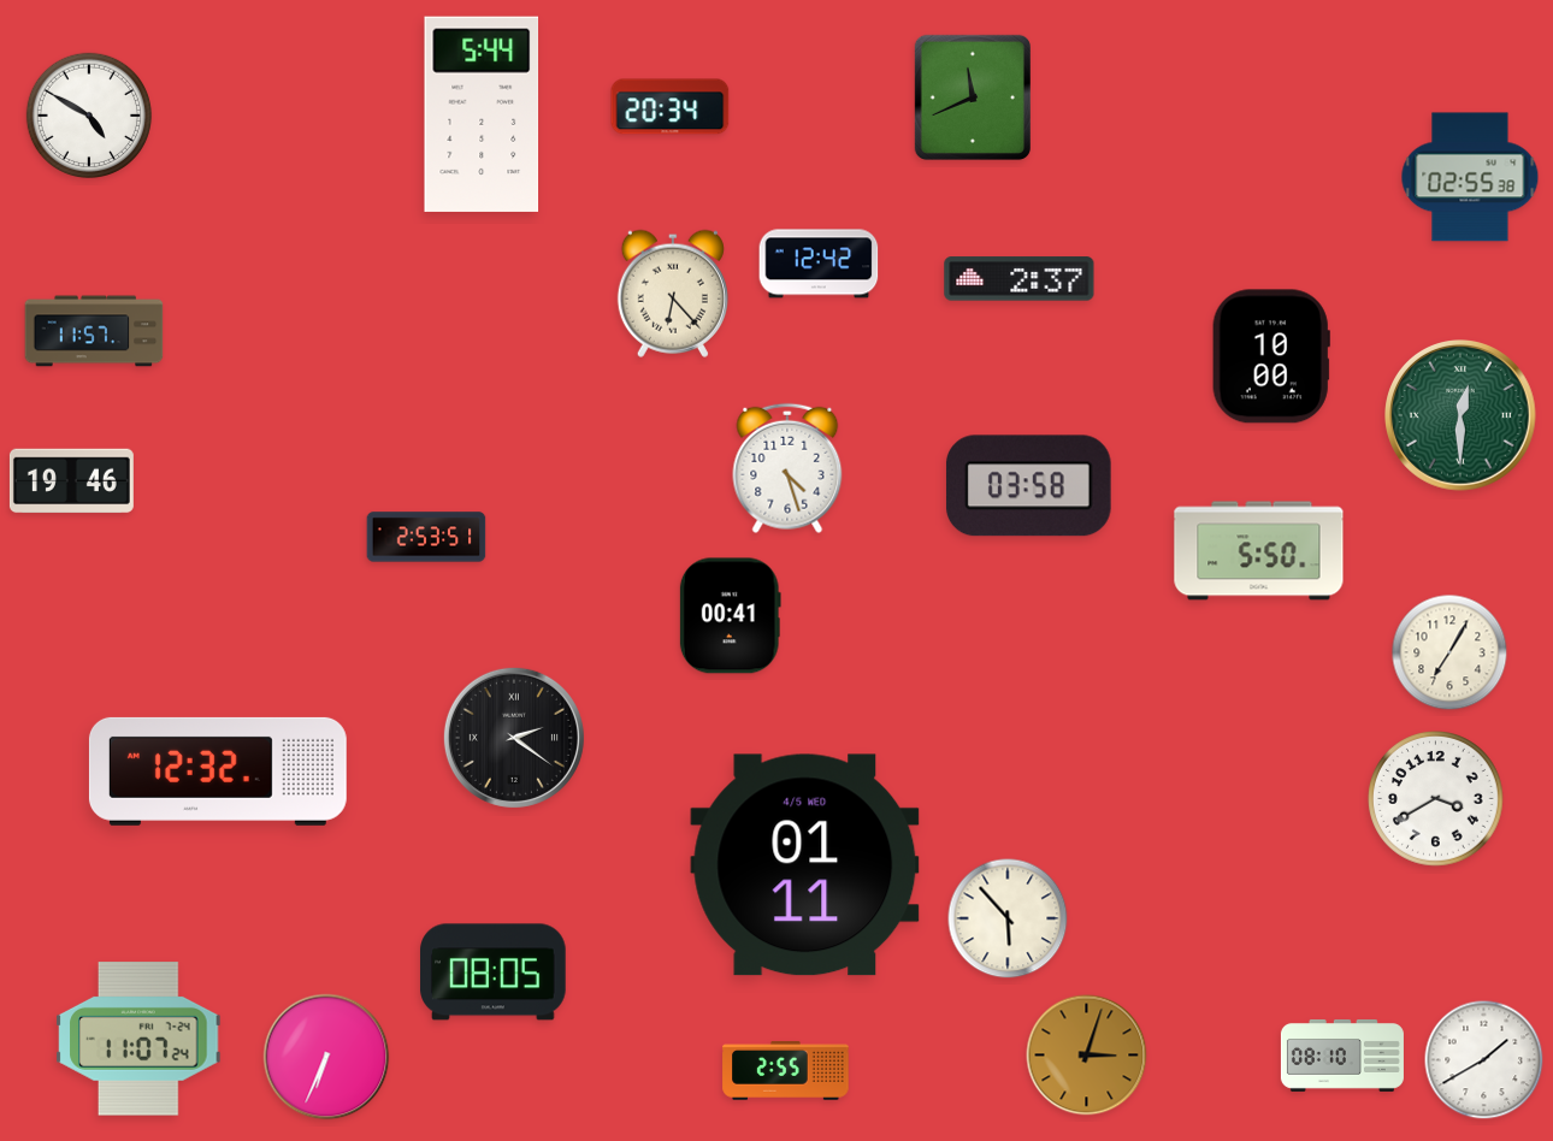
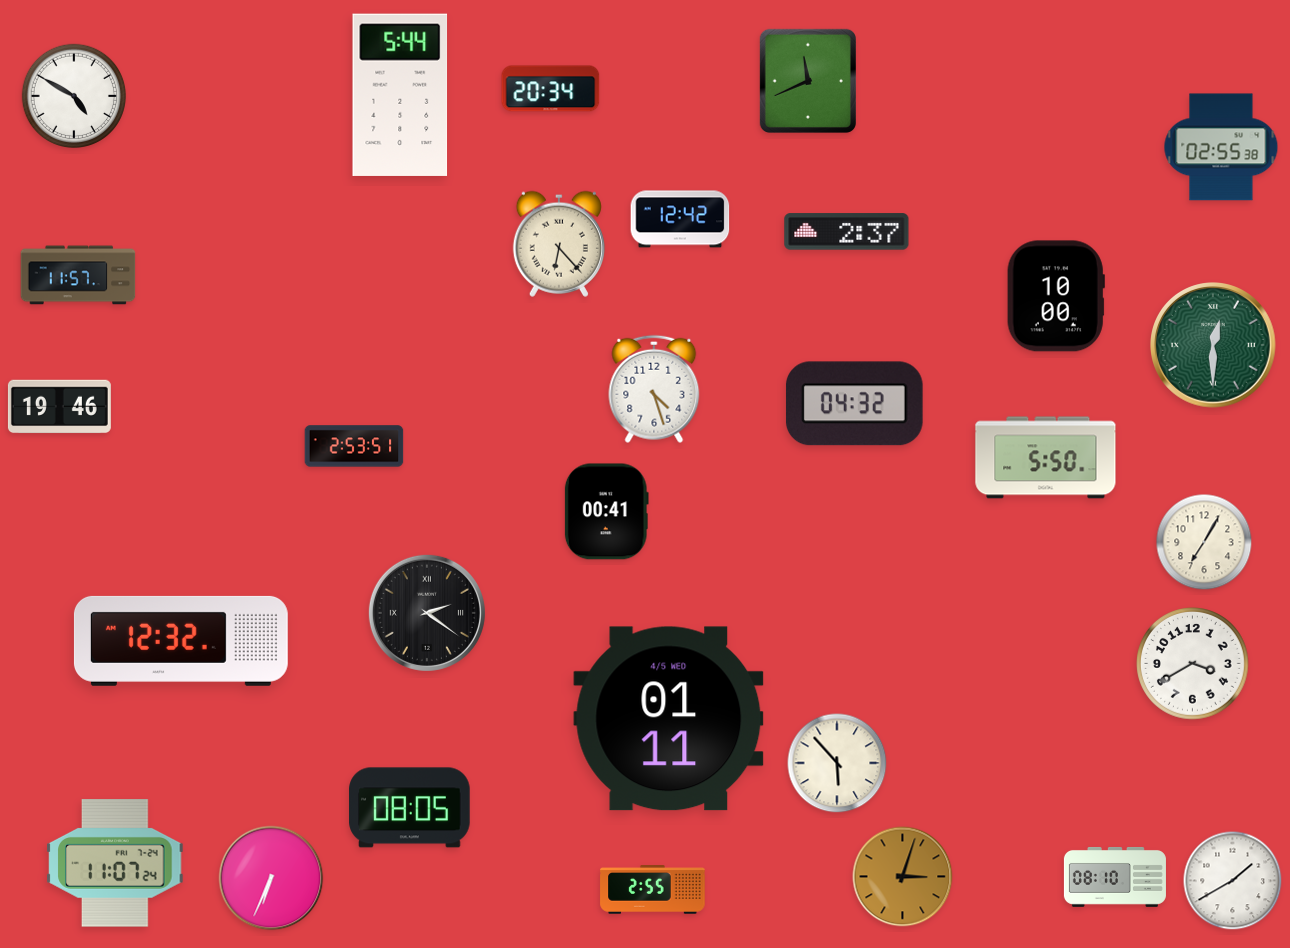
clock at (671, 107) position: (671, 107) -> (551, 89)
clock at (71, 481) position: (71, 481) -> (59, 407)
clock at (1029, 486): 03:58 -> 04:32
